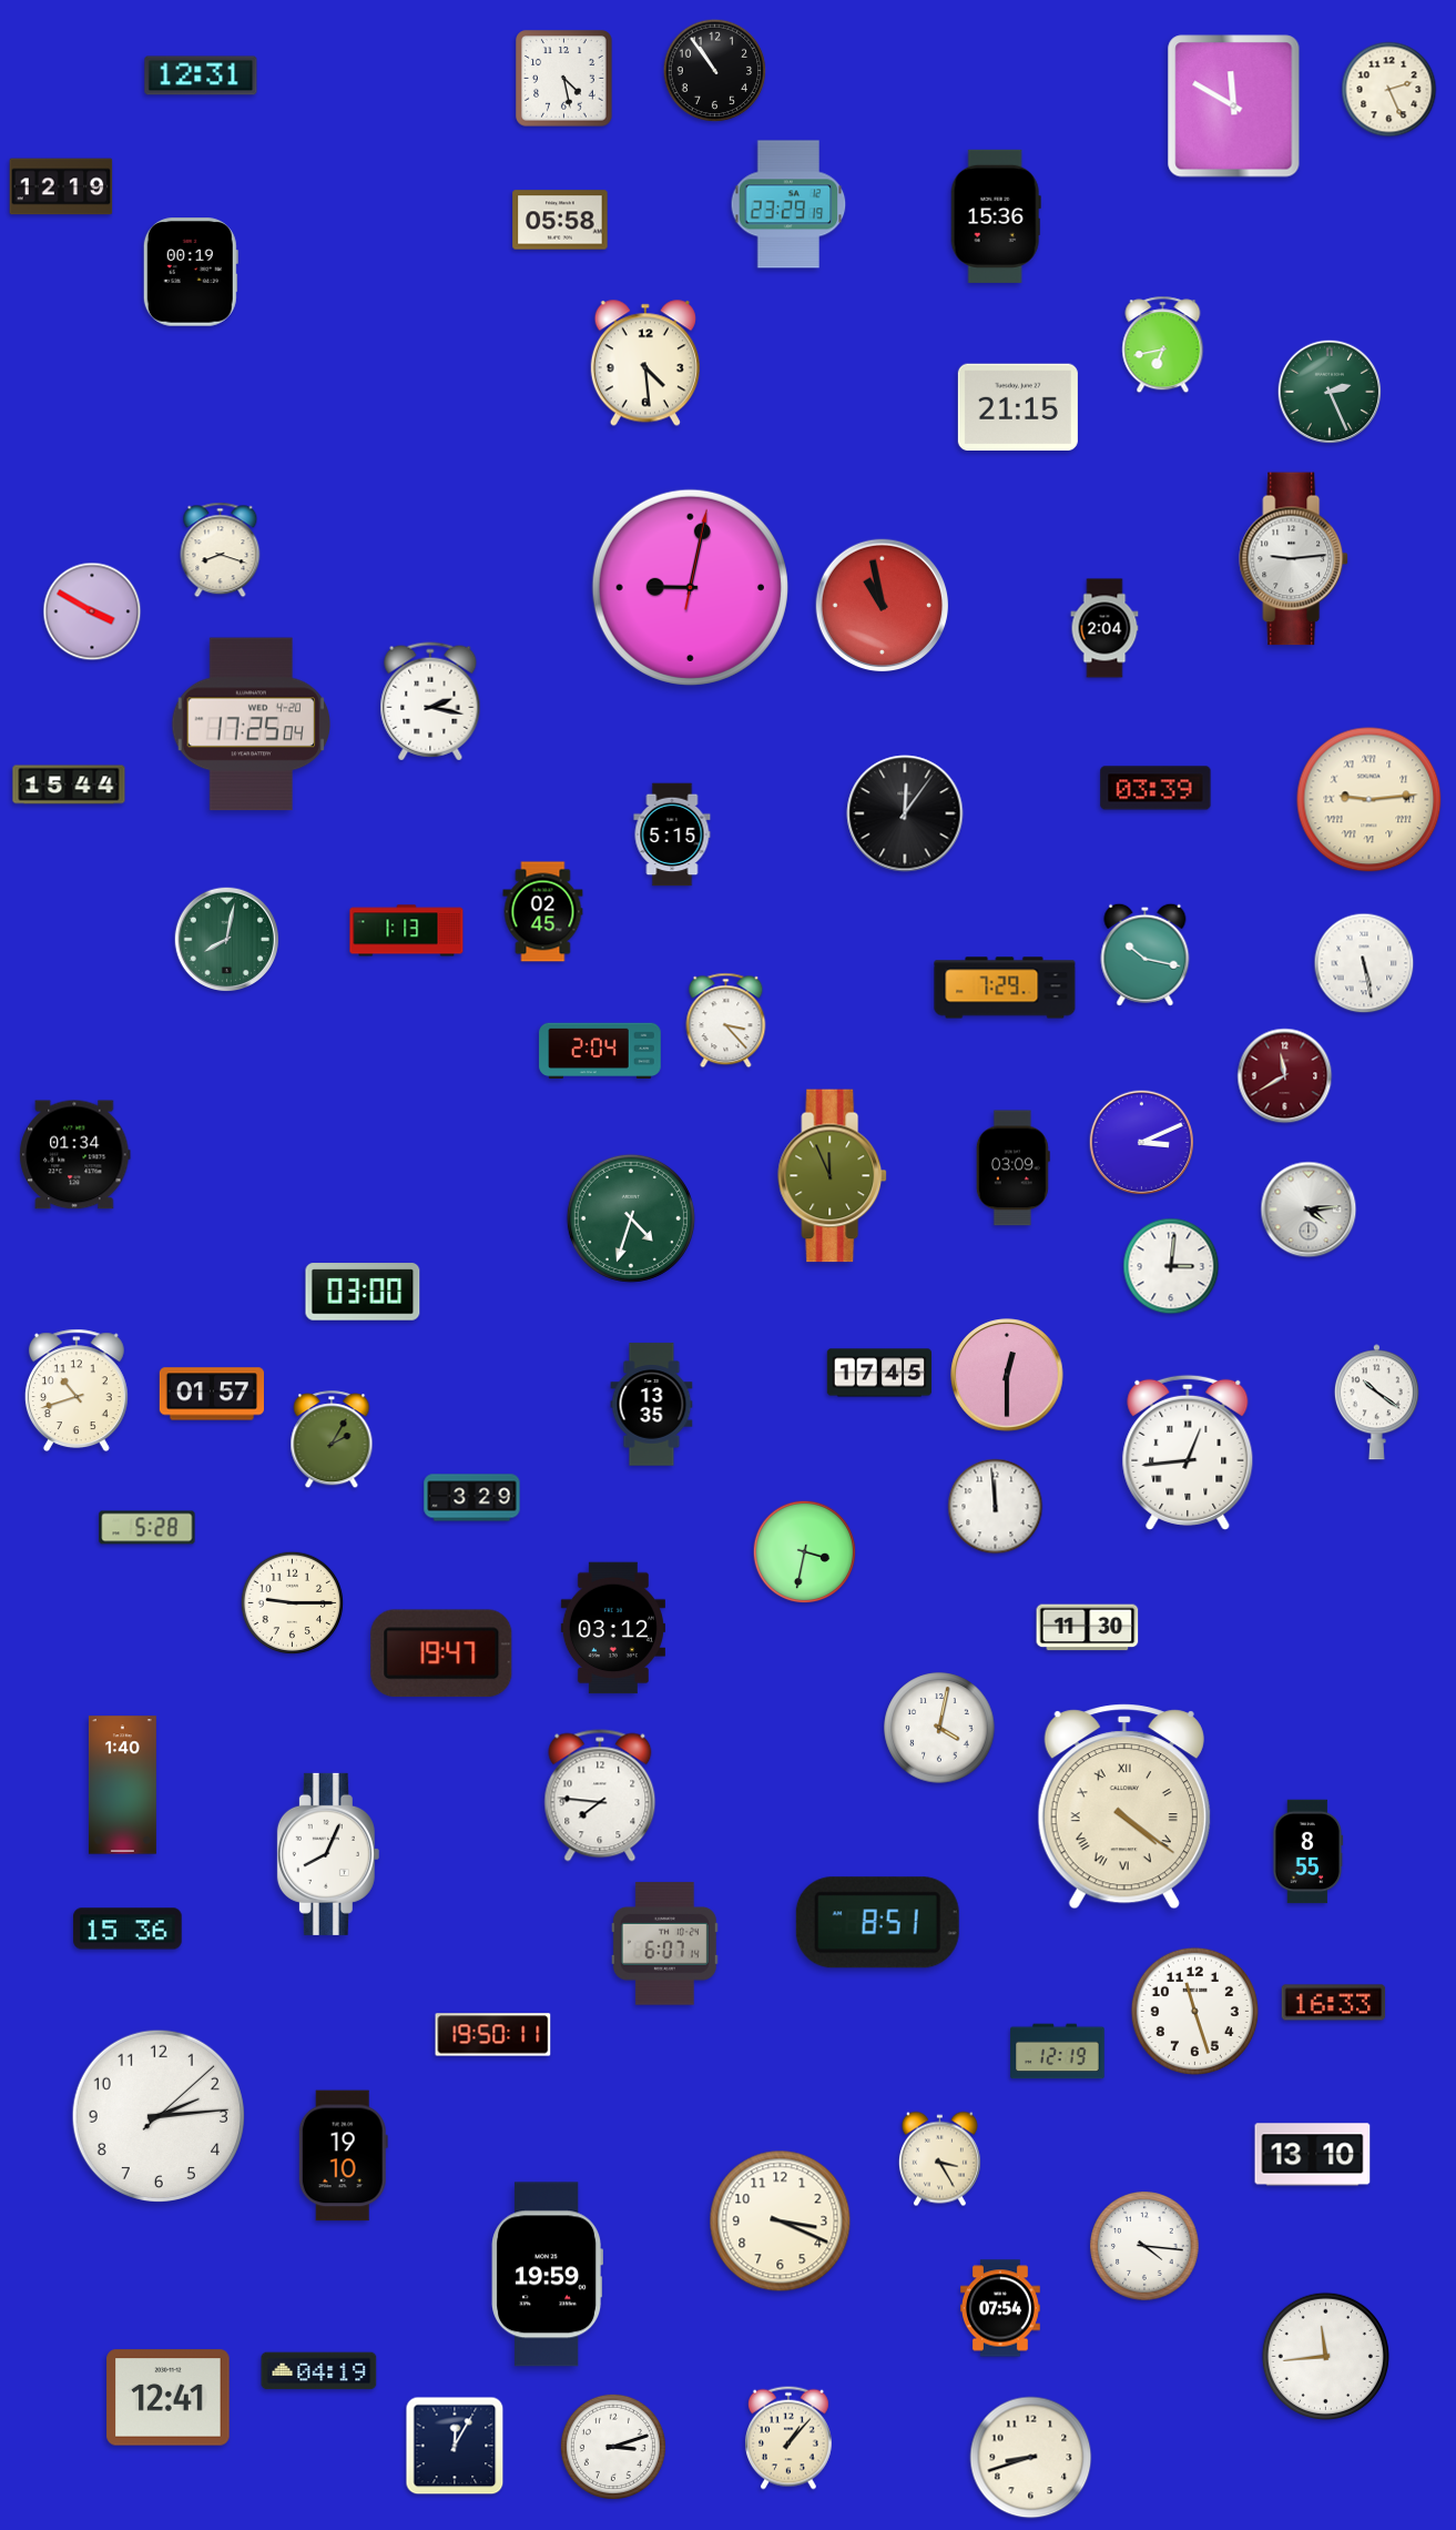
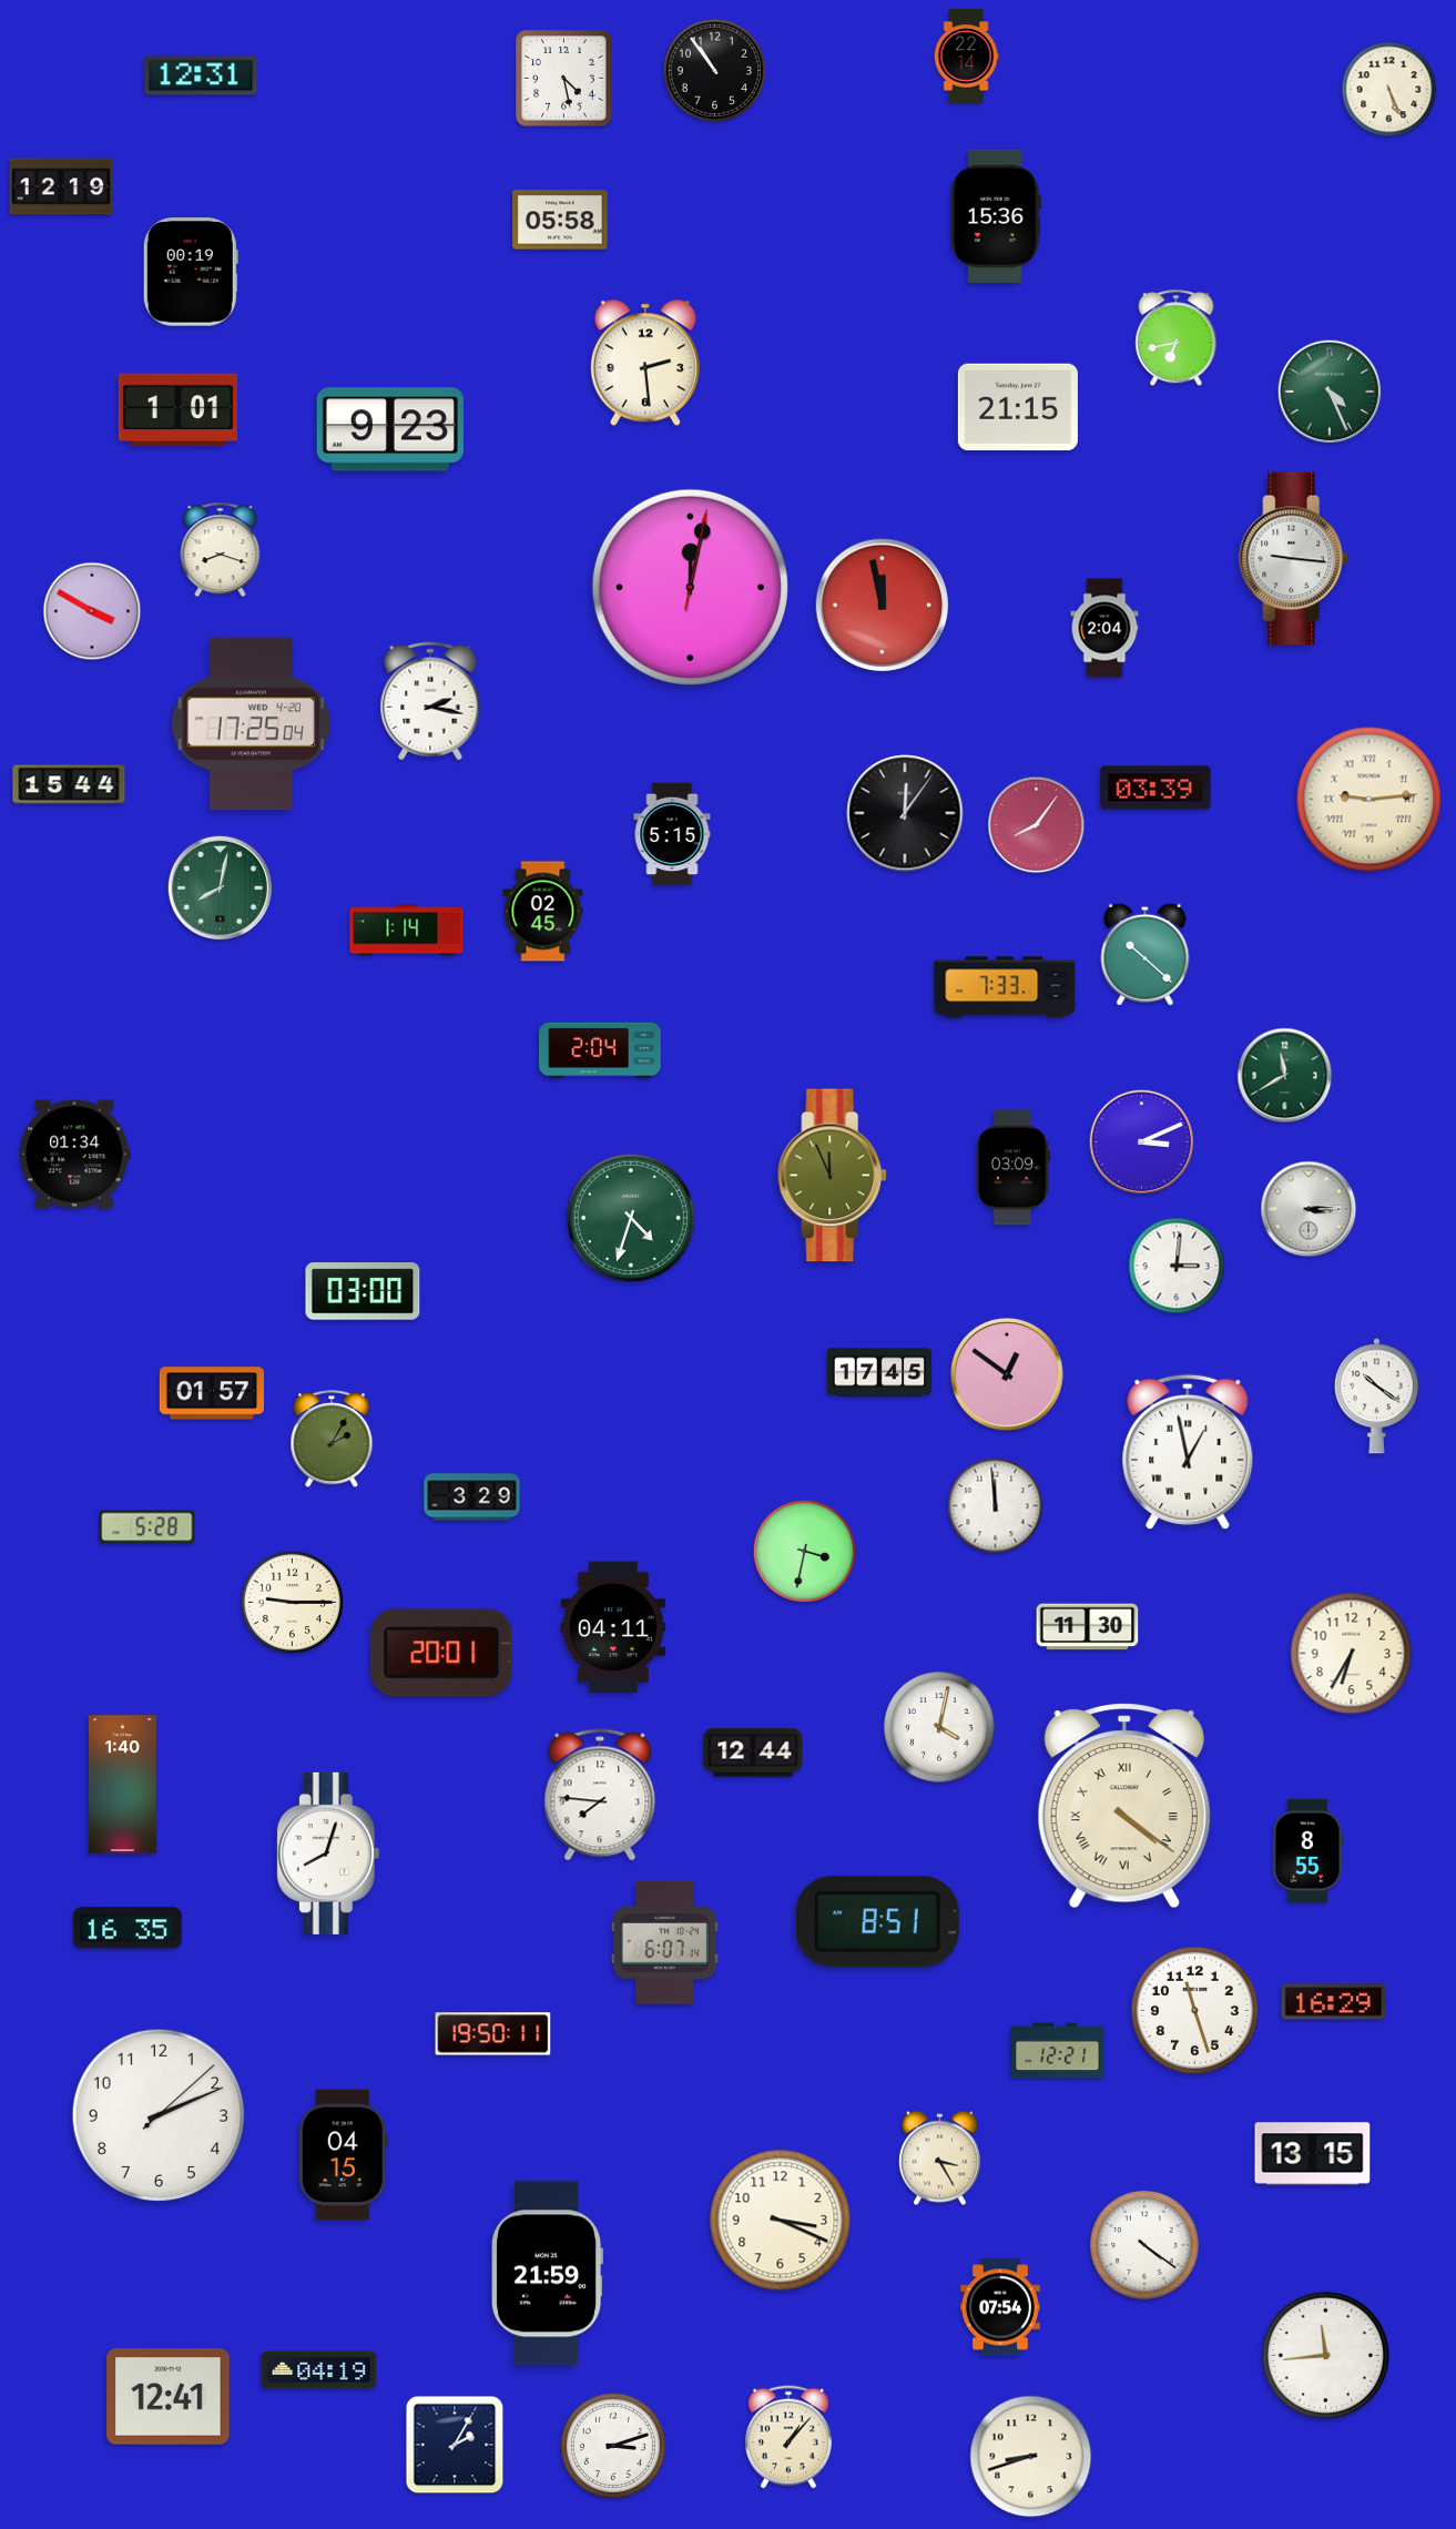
clock at (966, 57): none -> 22:14
clock at (1389, 90): 2:26 -> 5:26
clock at (1234, 107): 11:50 -> none
clock at (788, 204): 23:29 -> none
clock at (1163, 345) position: (1163, 345) -> (1177, 338)
clock at (645, 363): 4:29 -> 2:29
clock at (1330, 392): 2:26 -> 4:26
clock at (177, 410): none -> 1:01
clock at (390, 429): none -> 9:23
clock at (1294, 559): 9:14 -> 9:16
clock at (690, 587): 9:02 -> 12:02
clock at (883, 606): 10:58 -> 11:58
clock at (1037, 825): none -> 8:06
clock at (407, 931): 1:13 -> 1:14
clock at (226, 939) position: (226, 939) -> (220, 887)
clock at (1146, 954): 10:17 -> 10:22
clock at (1364, 963): 5:28 -> none
clock at (1005, 988): 7:29 -> 7:33
clock at (726, 1021): 3:23 -> none
clock at (1285, 1076) dial: burgundy -> green
clock at (1309, 1210): 4:14 -> 3:15
clock at (1171, 1266) position: (1171, 1266) -> (1177, 1266)
clock at (1007, 1375): 12:30 -> 12:51
clock at (77, 1390): 10:42 -> none
clock at (1376, 1403) position: (1376, 1403) -> (1376, 1396)
clock at (652, 1405): 13:35 -> none
clock at (1188, 1453): 12:44 -> 12:58
clock at (613, 1628): 03:12 -> 04:11
clock at (441, 1653): 19:47 -> 20:01
clock at (1352, 1654): none -> 6:35
clock at (753, 1753): none -> 12:44
clock at (328, 1854): 8:04 -> 8:03
clock at (128, 1929): 15:36 -> 16:35
clock at (1334, 2003): 16:33 -> 16:29
clock at (1058, 2052): 12:19 -> 12:21
clock at (159, 2116): 2:14 -> 2:11
clock at (1313, 2155): 13:10 -> 13:15
clock at (343, 2156): 19:10 -> 04:15
clock at (1144, 2246): 4:16 -> 4:21
clock at (547, 2275): 19:59 -> 21:59
clock at (455, 2446): 12:05 -> 2:05
